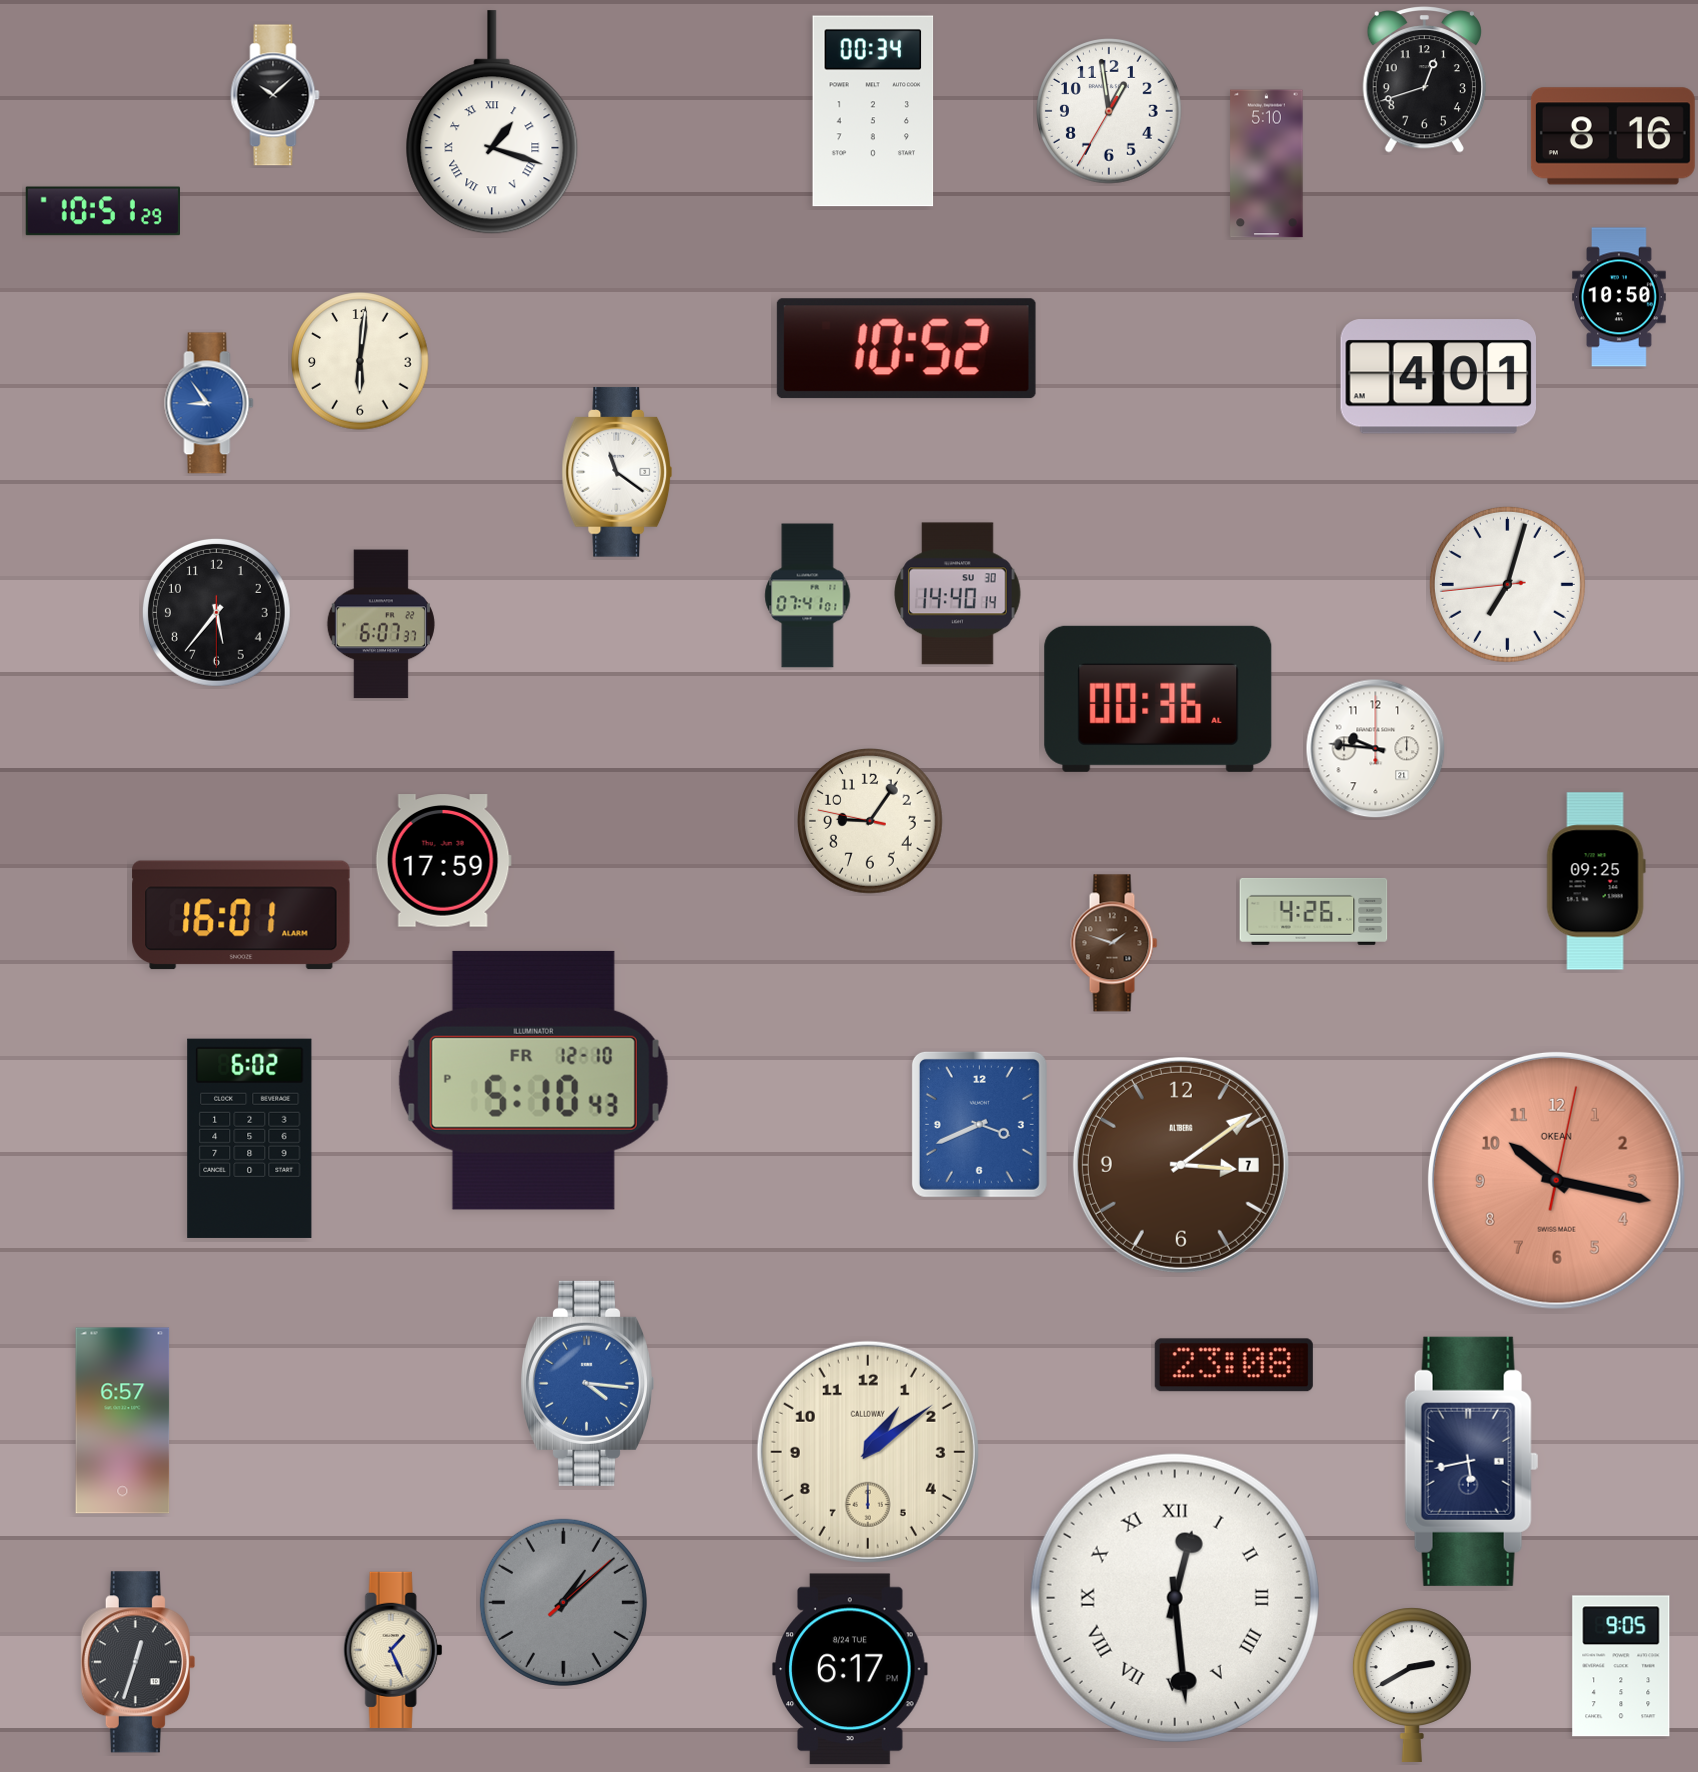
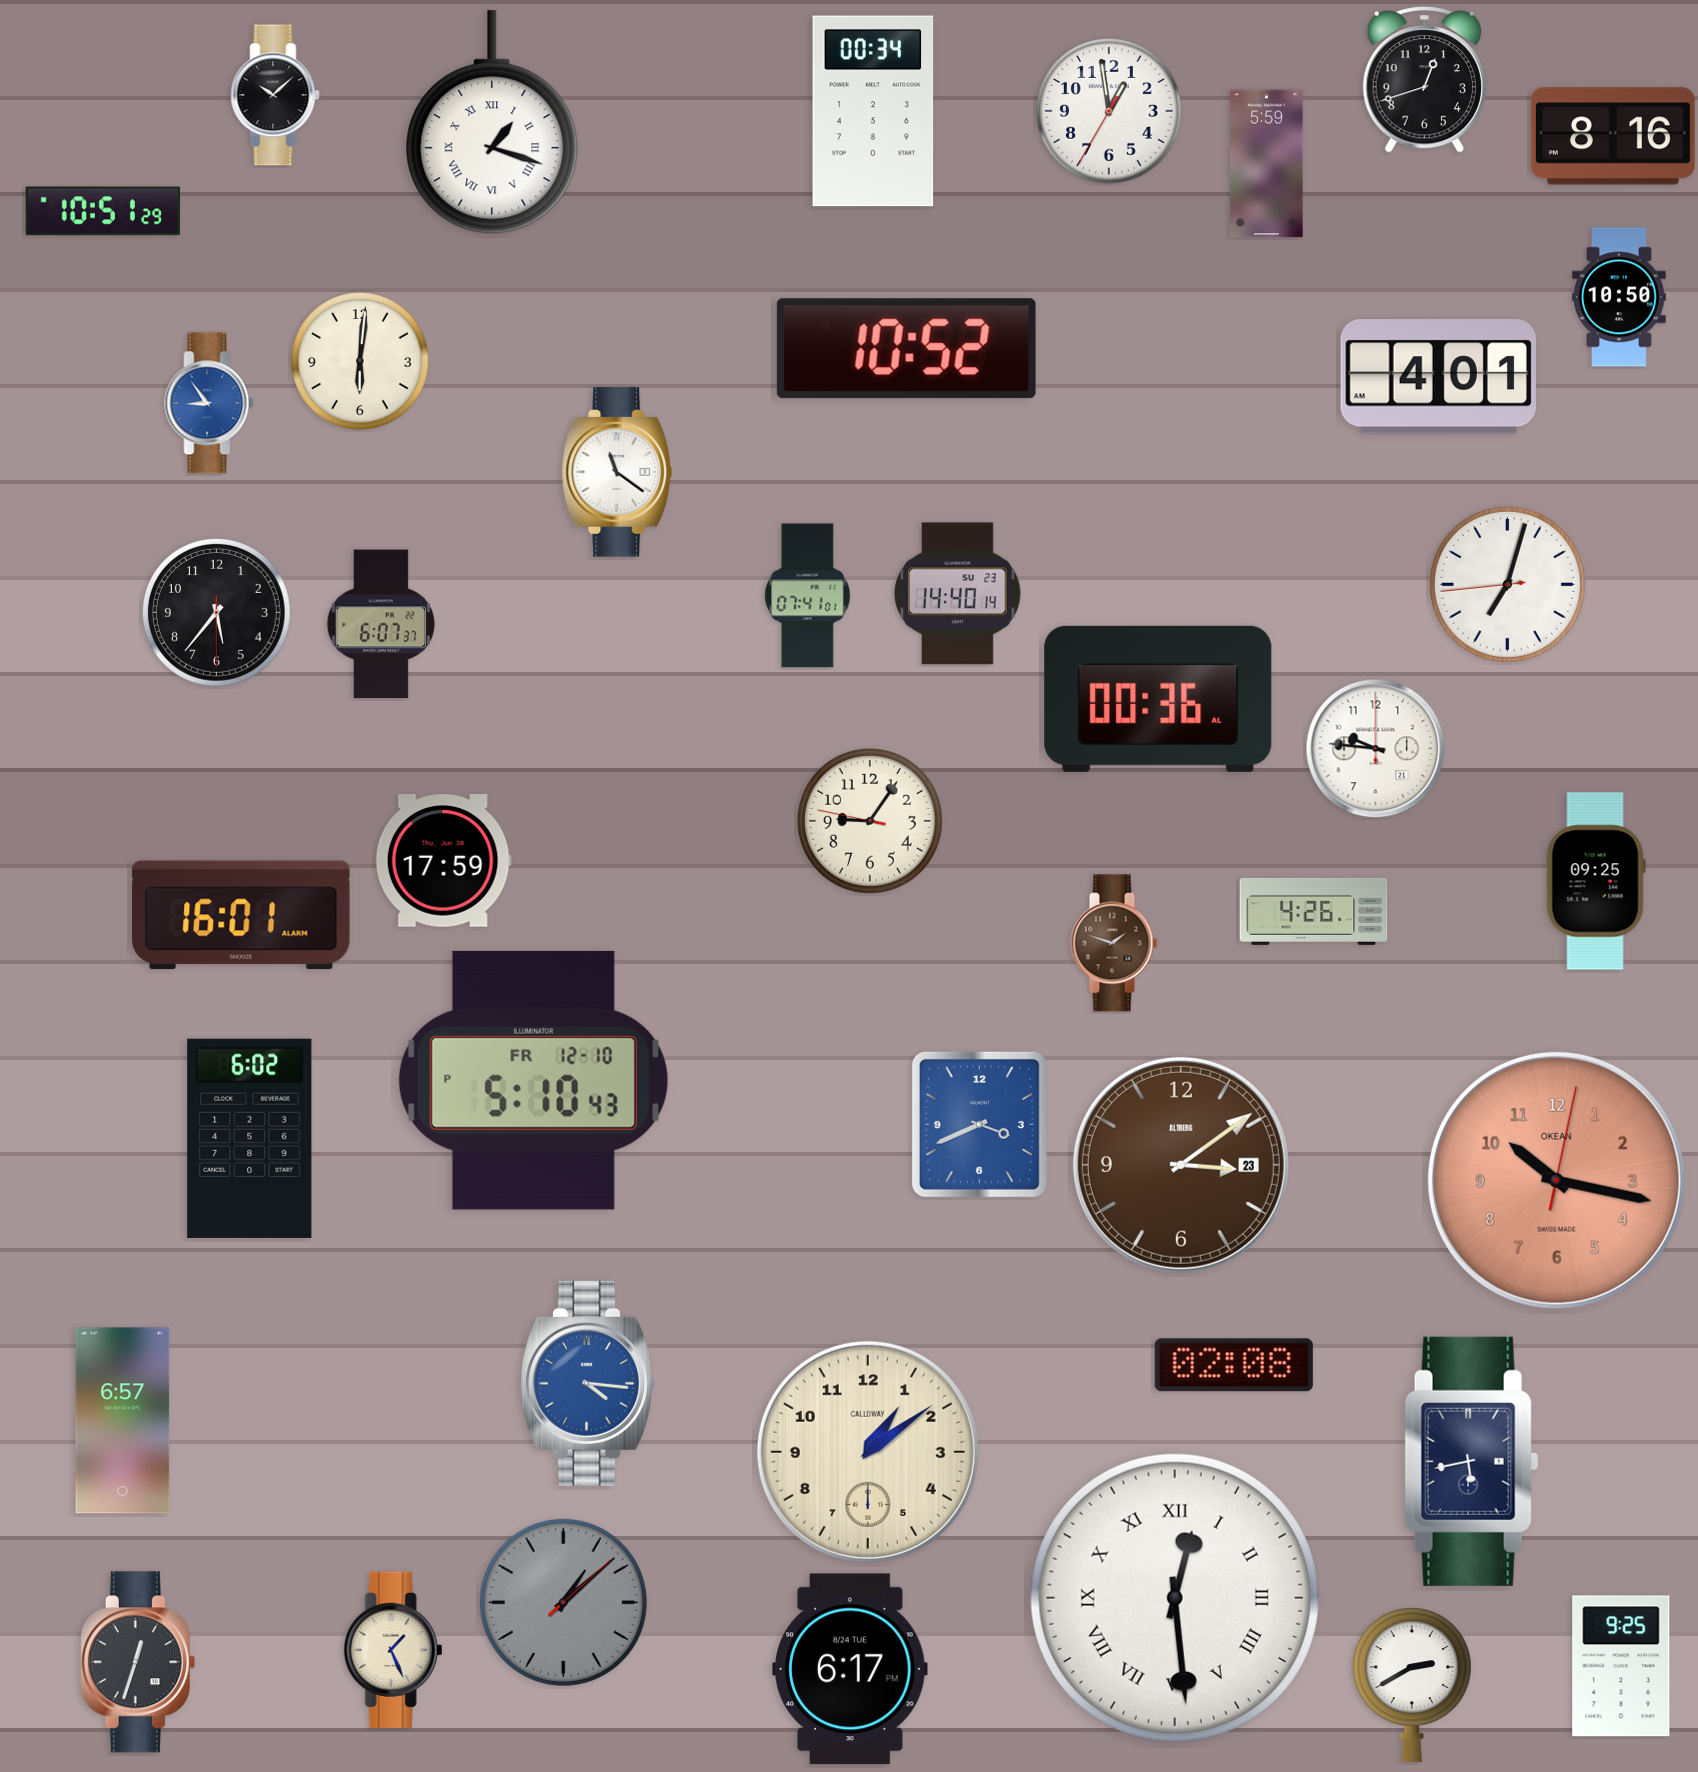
clock at (1267, 164): 5:10 -> 5:59
clock at (958, 594) date: SU 30 -> SU 23
clock at (1181, 1165) date: 7 -> 23
clock at (1234, 1365): 23:08 -> 02:08
clock at (1621, 1666): 9:05 -> 9:25
